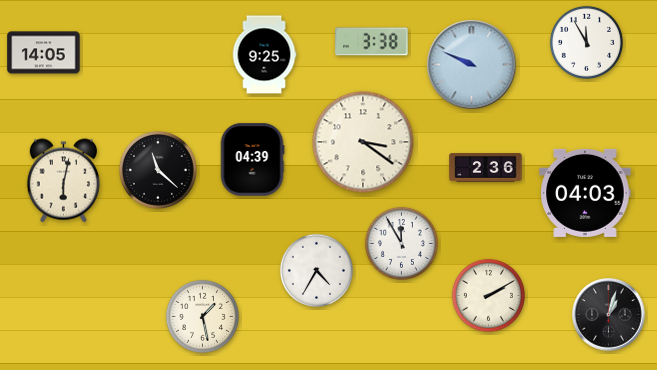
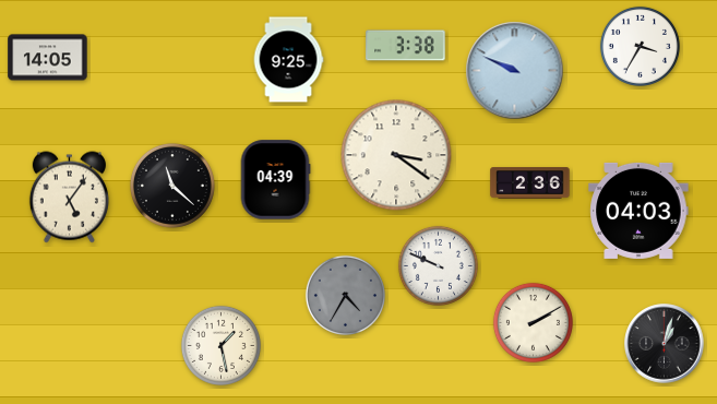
clock at (586, 42): 11:55 -> 3:35
clock at (252, 160) position: (252, 160) -> (275, 180)
clock at (63, 181): 6:02 -> 5:06
clock at (401, 243): 11:55 -> 9:49
clock at (316, 270) dial: white -> grey
